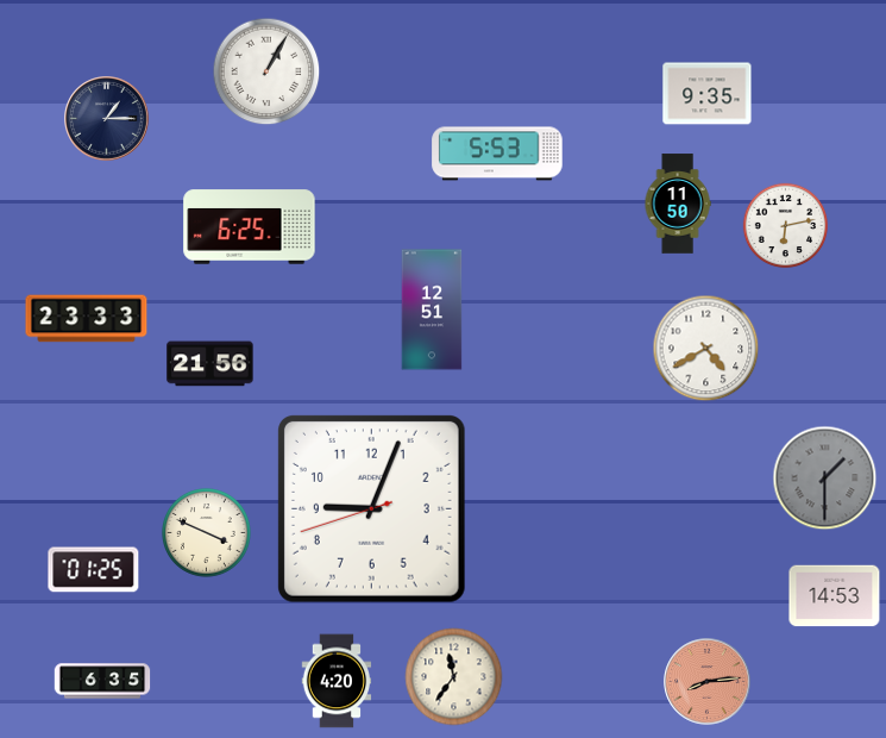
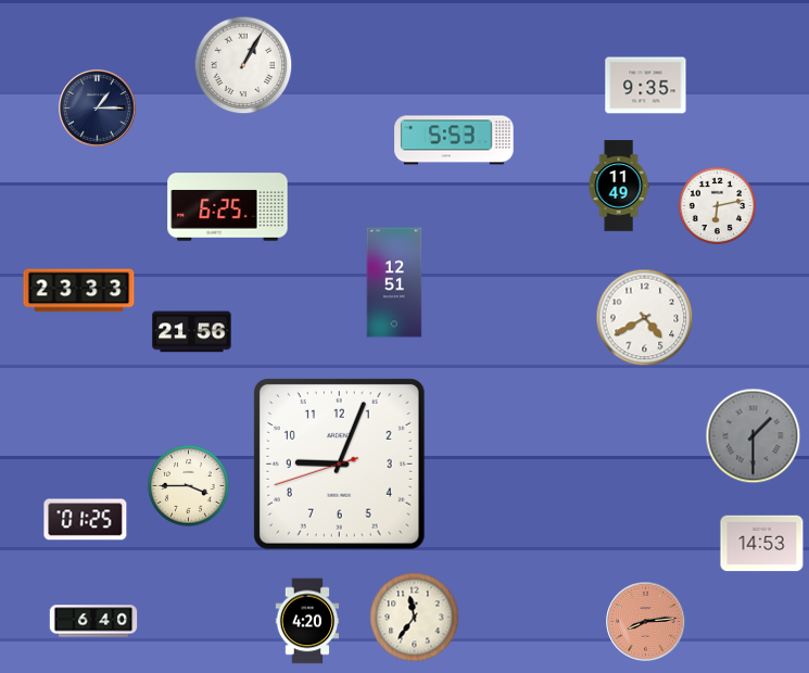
clock at (678, 204): 11:50 -> 11:49
clock at (207, 533): 3:49 -> 3:45
clock at (102, 681): 6:35 -> 6:40
